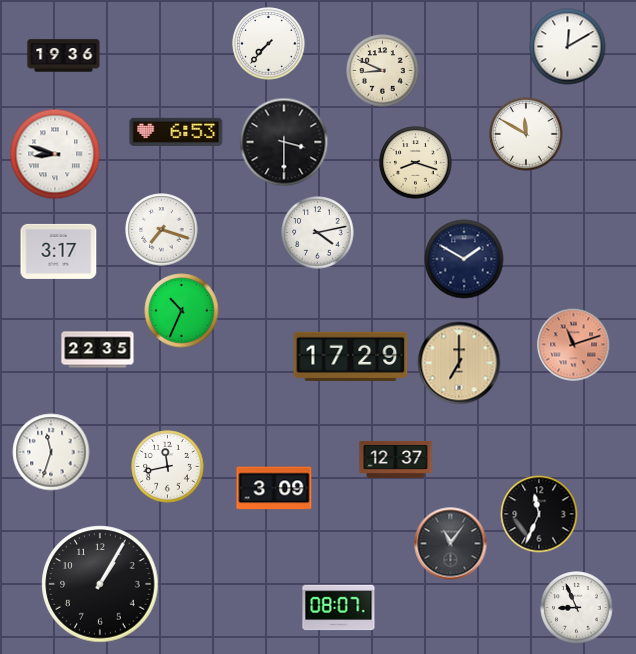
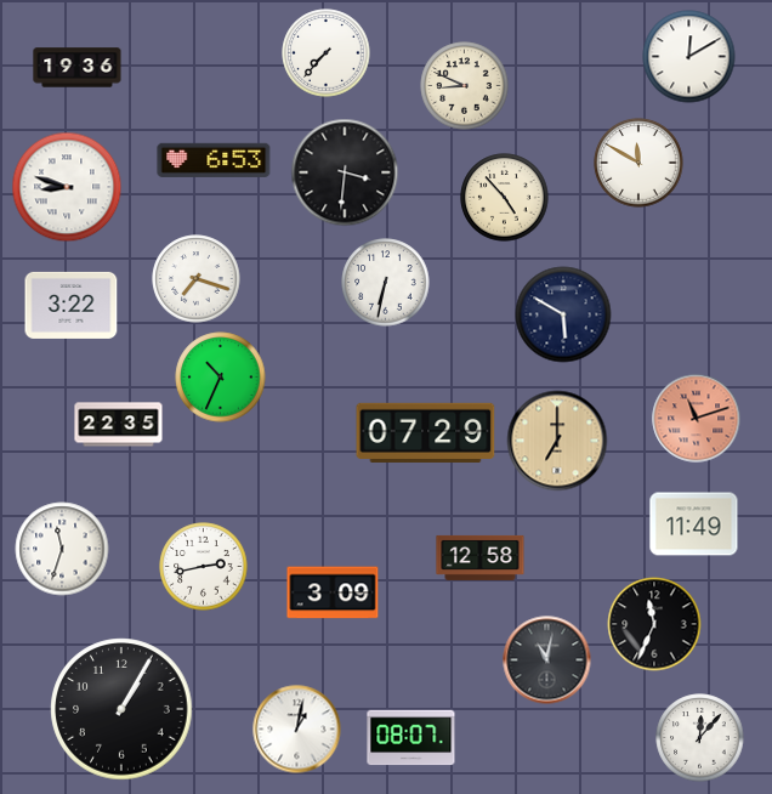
clock at (284, 142): 3:30 -> 3:31
clock at (416, 163): 8:18 -> 4:53
clock at (318, 233): 4:13 -> 6:32
clock at (59, 251): 3:17 -> 3:22
clock at (464, 259): 1:50 -> 5:50
clock at (351, 356): 17:29 -> 07:29
clock at (694, 524): none -> 11:49
clock at (396, 459): 12:37 -> 12:58
clock at (168, 467): 11:43 -> 2:43
clock at (451, 544): 11:06 -> 11:02
clock at (297, 730): none -> 1:02
clock at (577, 608): 8:56 -> 12:07
